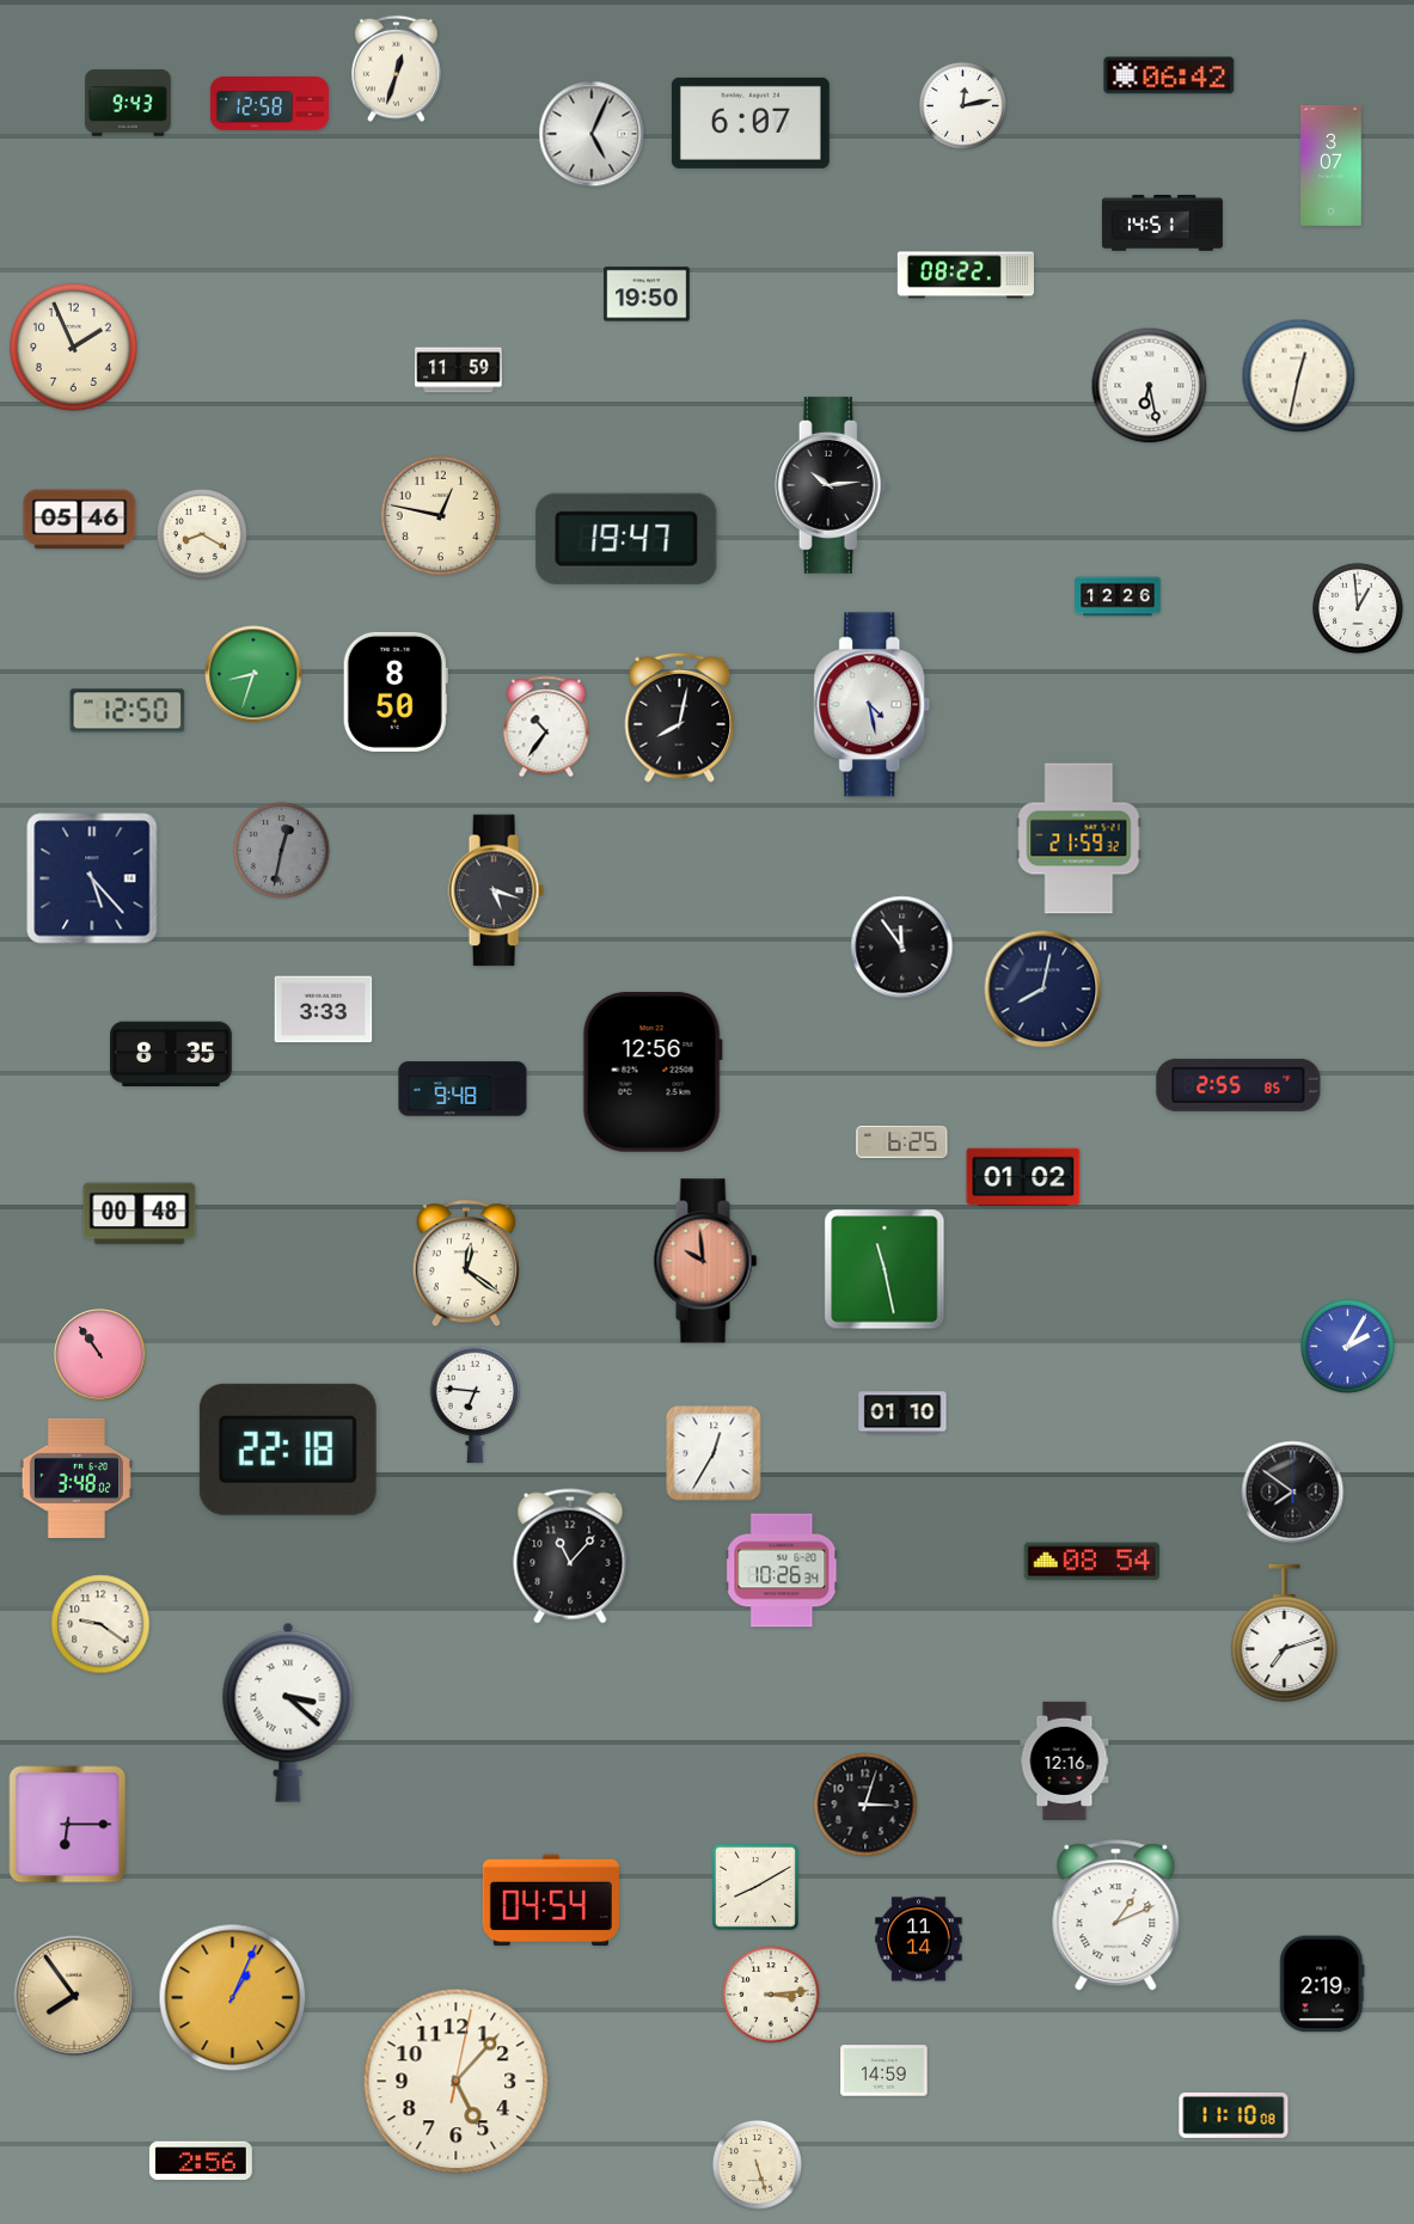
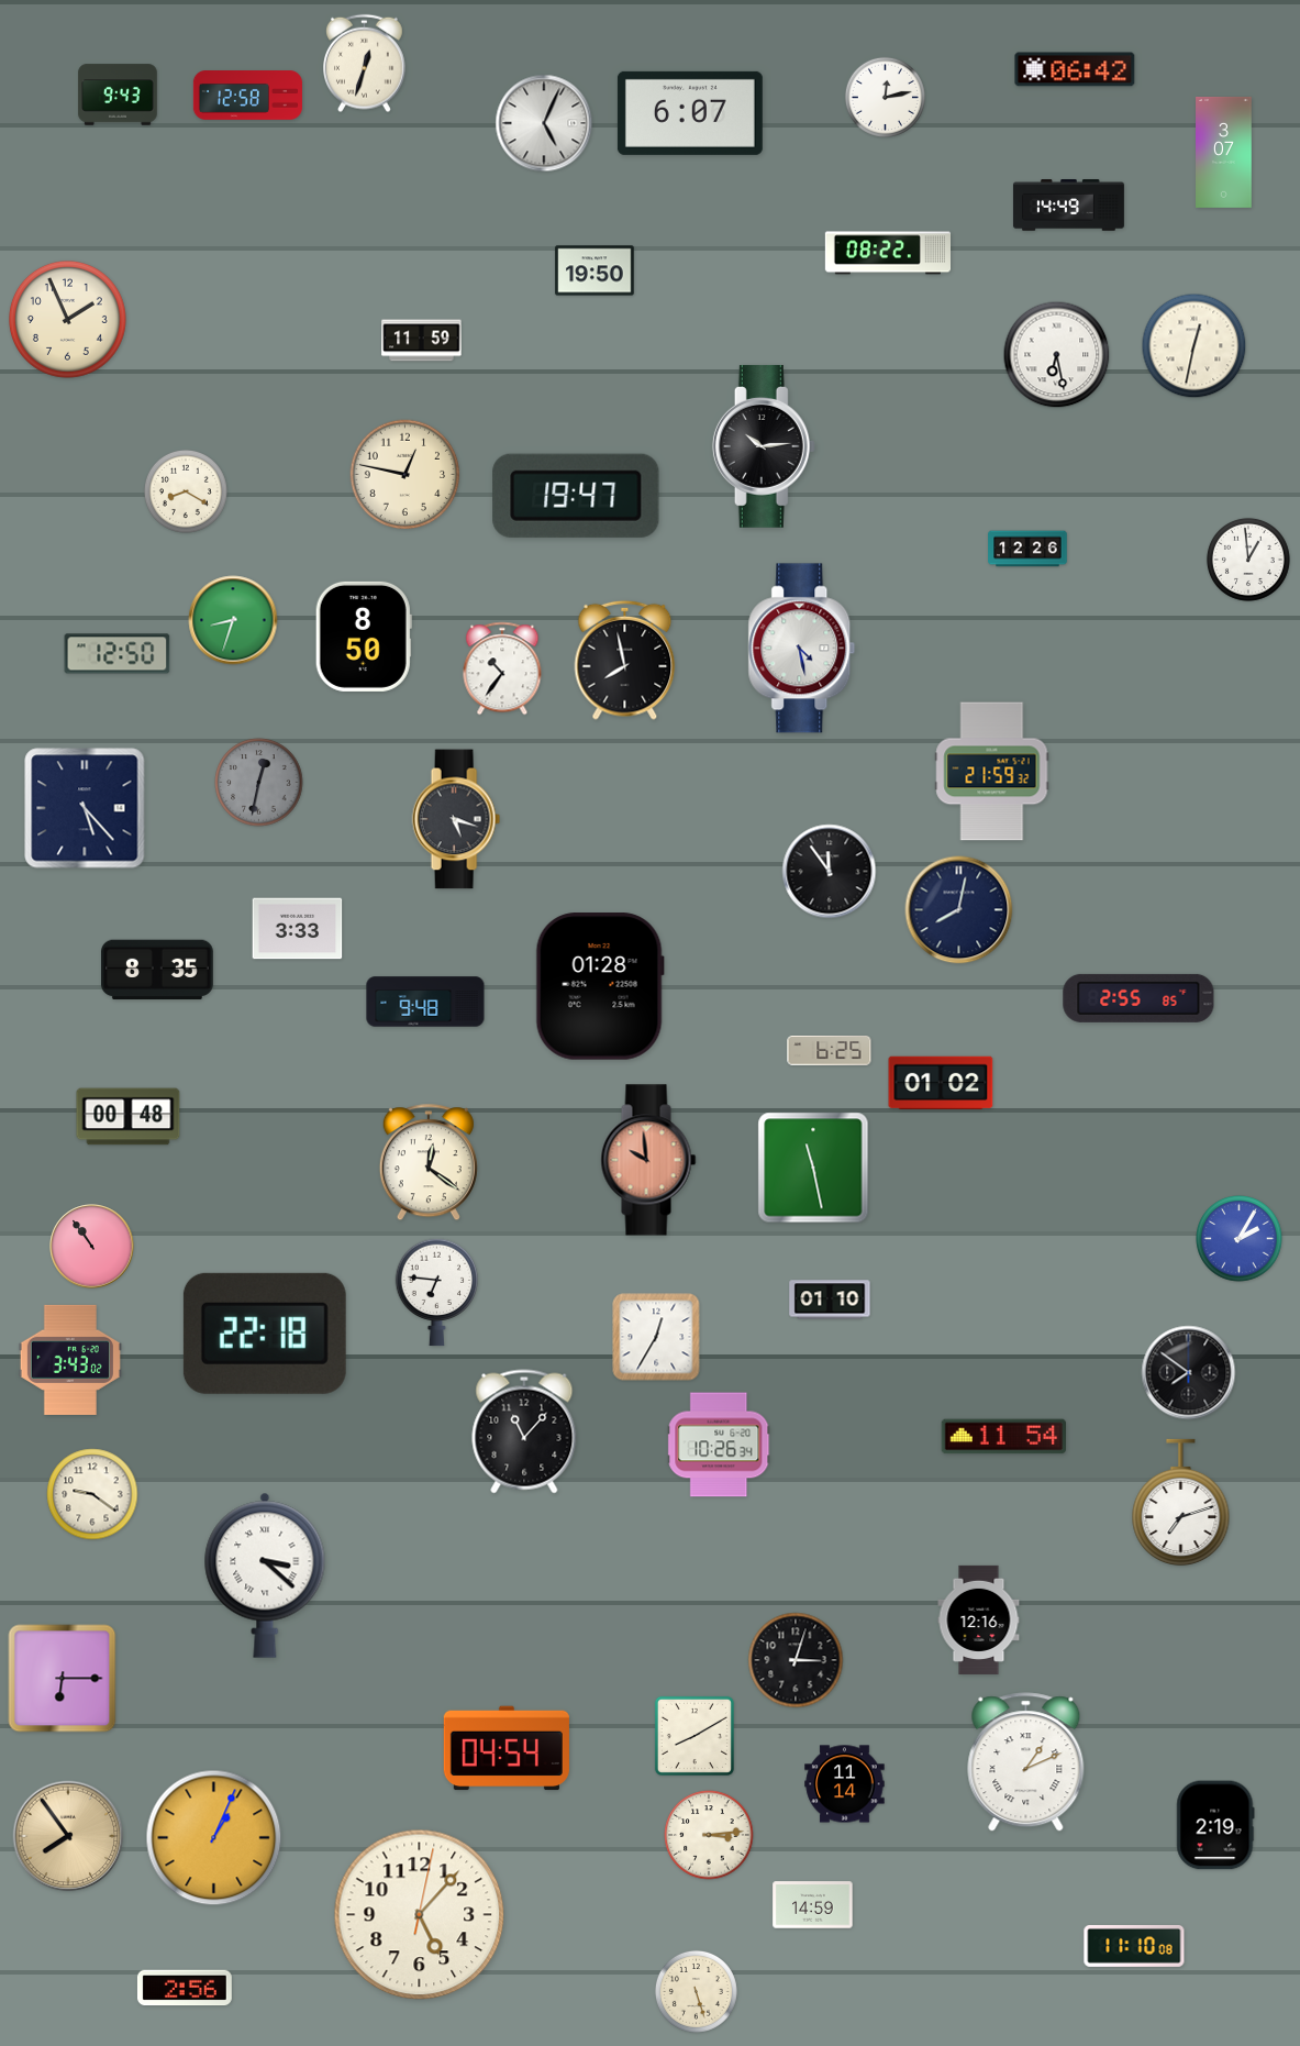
clock at (1162, 223): 14:51 -> 14:49
clock at (80, 520): 05:46 -> none
clock at (680, 717): 8:02 -> 7:58
clock at (653, 1072): 12:56 -> 01:28
clock at (76, 1478): 3:48 -> 3:43
clock at (1091, 1562): 08:54 -> 11:54
